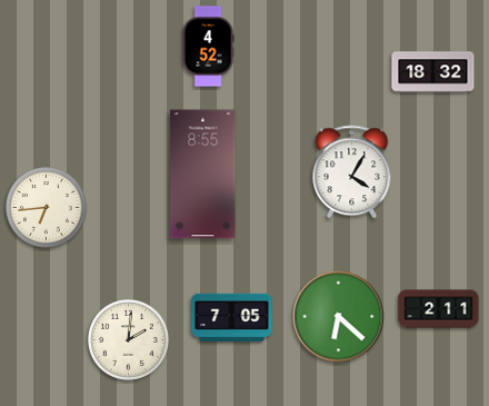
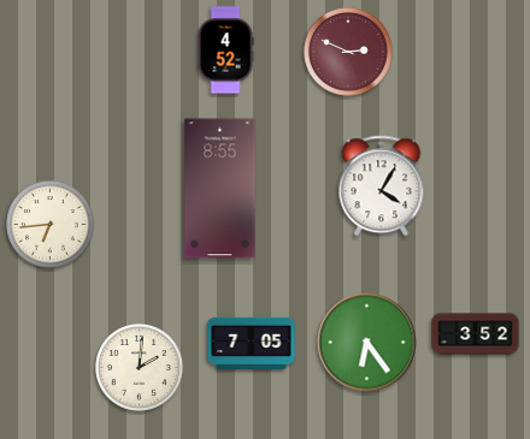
clock at (348, 52): none -> 2:49
clock at (433, 72): 18:32 -> none
clock at (439, 309): 2:11 -> 3:52
clock at (339, 317): 6:22 -> 6:24
